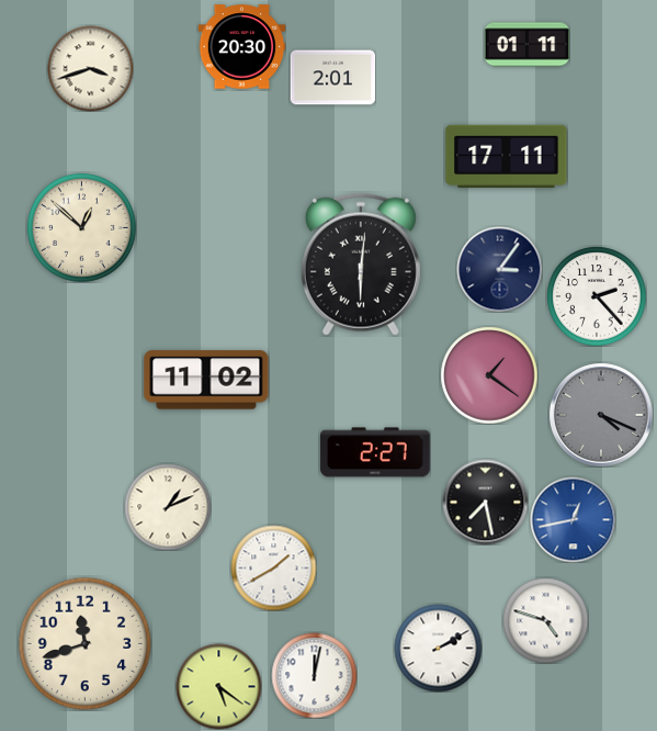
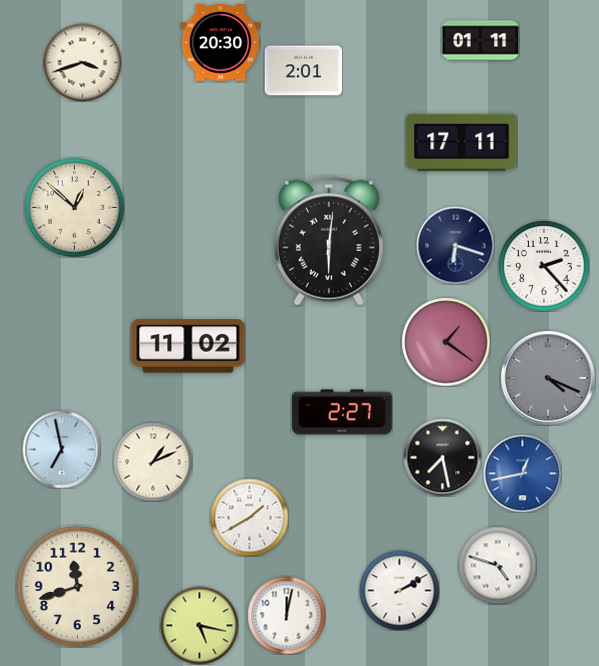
clock at (499, 269): 3:06 -> 6:18
clock at (597, 296) position: (597, 296) -> (544, 266)
clock at (61, 449): none -> 6:58
clock at (218, 686): 5:21 -> 5:17
